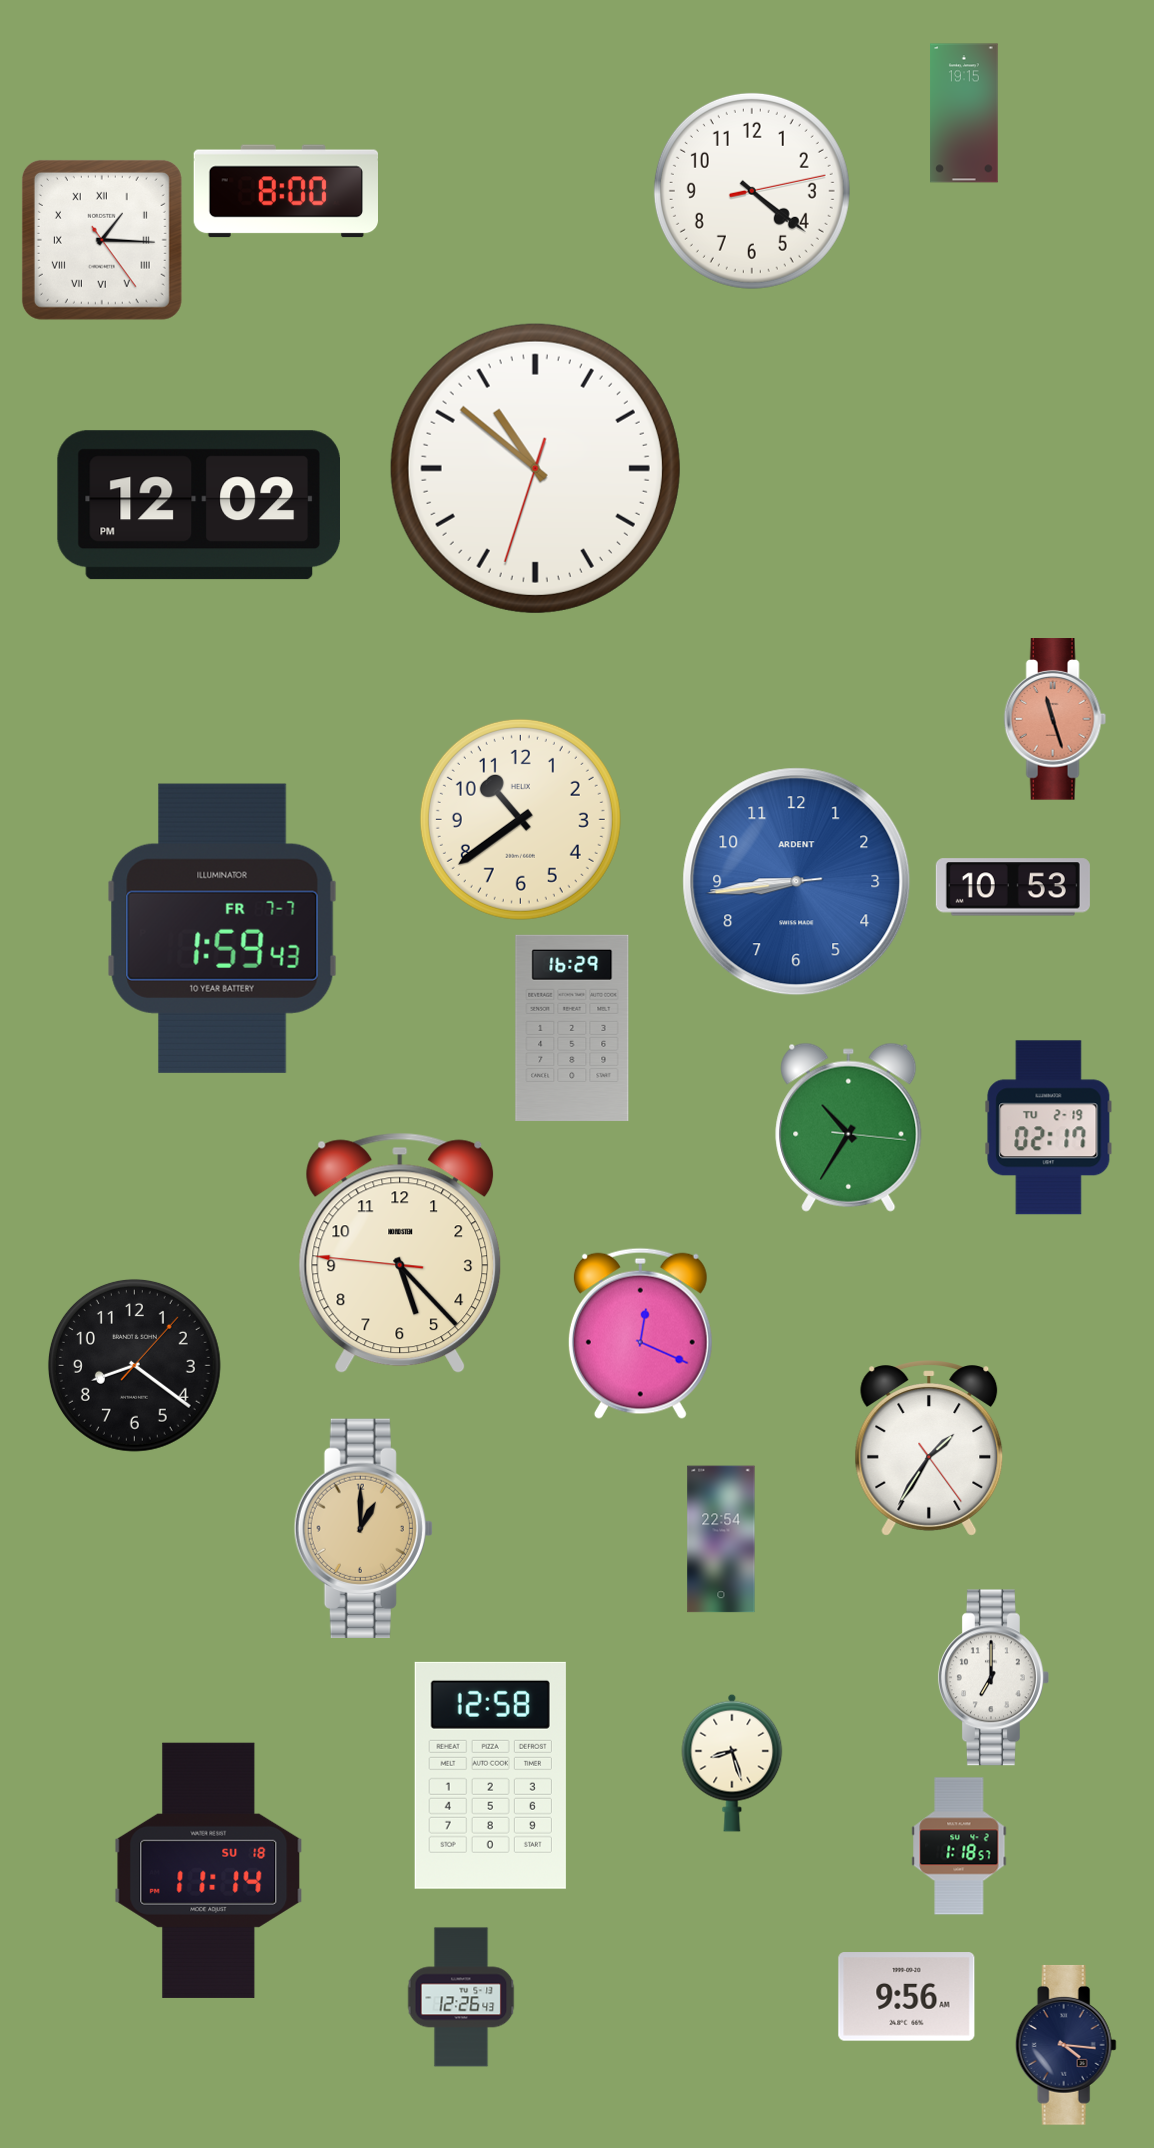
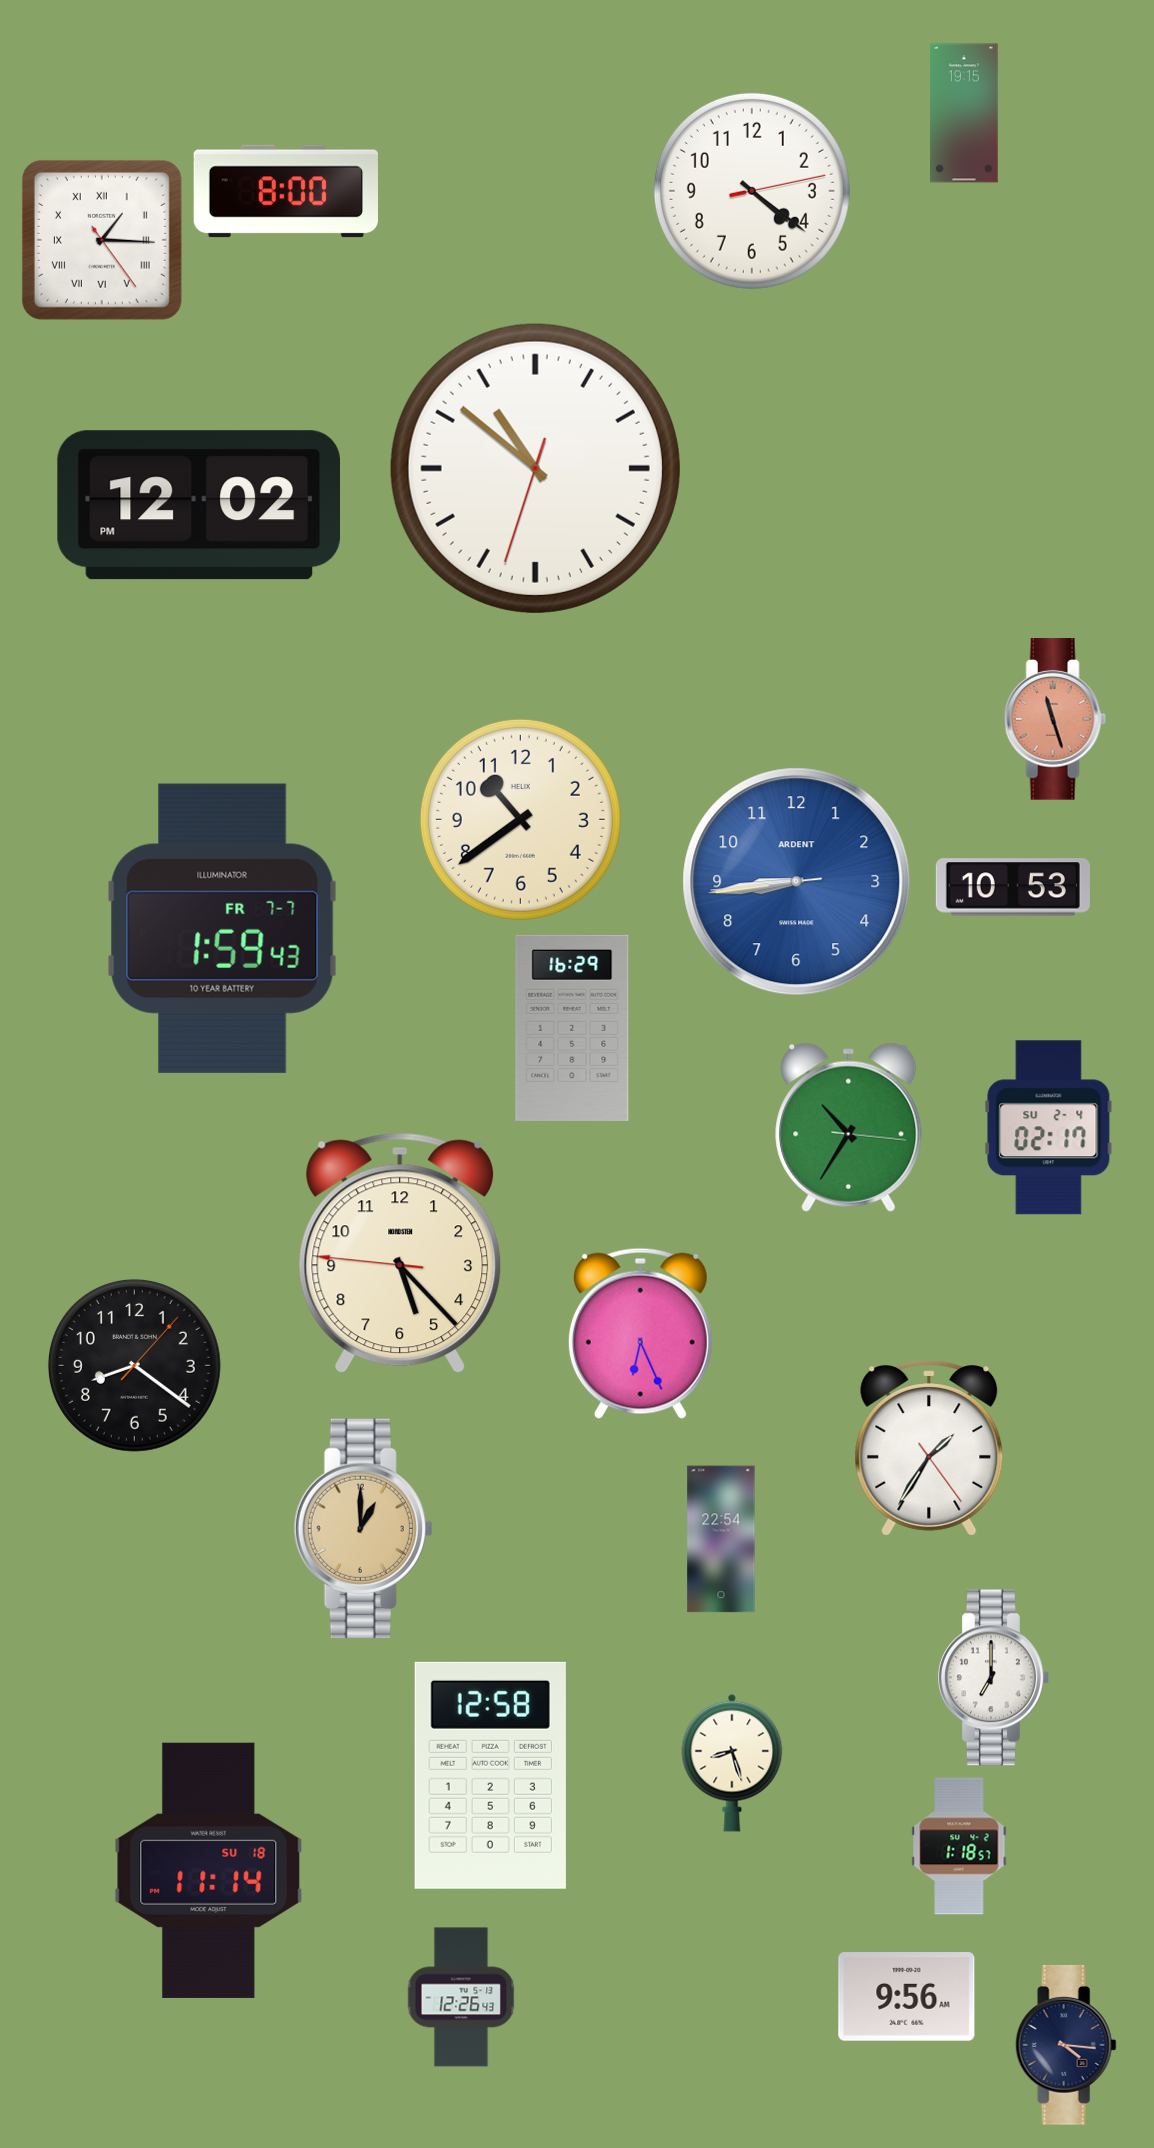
clock at (1049, 1128) date: TU 2-19 -> SU 2-4
clock at (640, 1333): 12:19 -> 6:26
